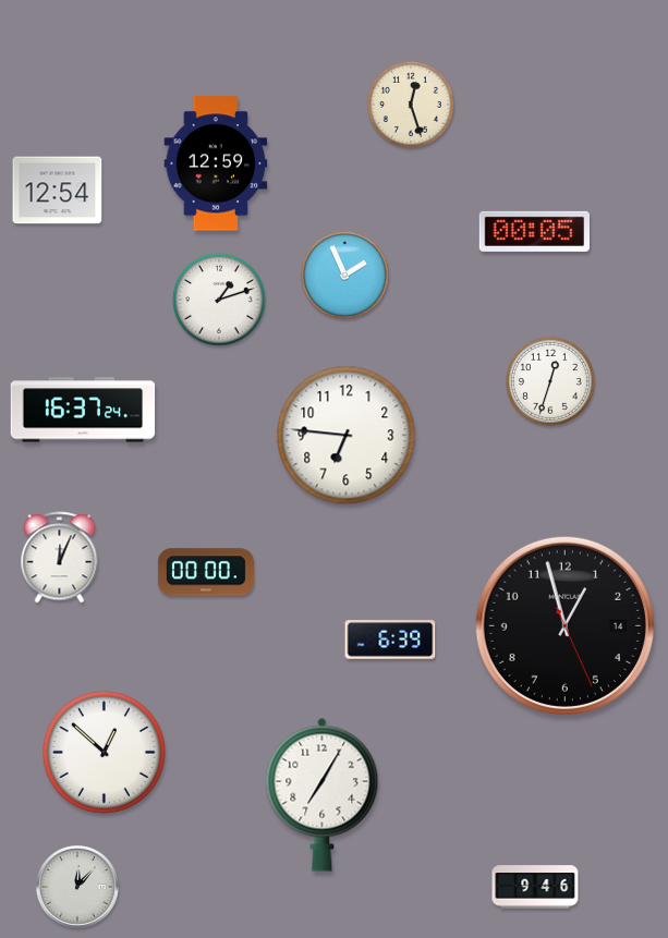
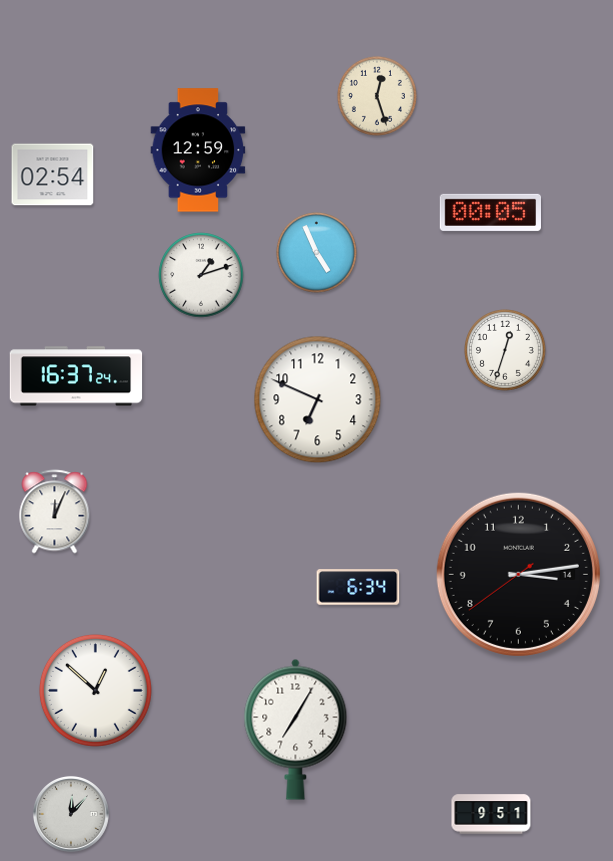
clock at (58, 191): 12:54 -> 02:54
clock at (344, 275): 1:56 -> 4:56
clock at (347, 436): 6:46 -> 6:49
clock at (206, 572): 00:00 -> none
clock at (564, 625): 12:57 -> 3:13
clock at (390, 639): 6:39 -> 6:34
clock at (535, 887): 9:46 -> 9:51
